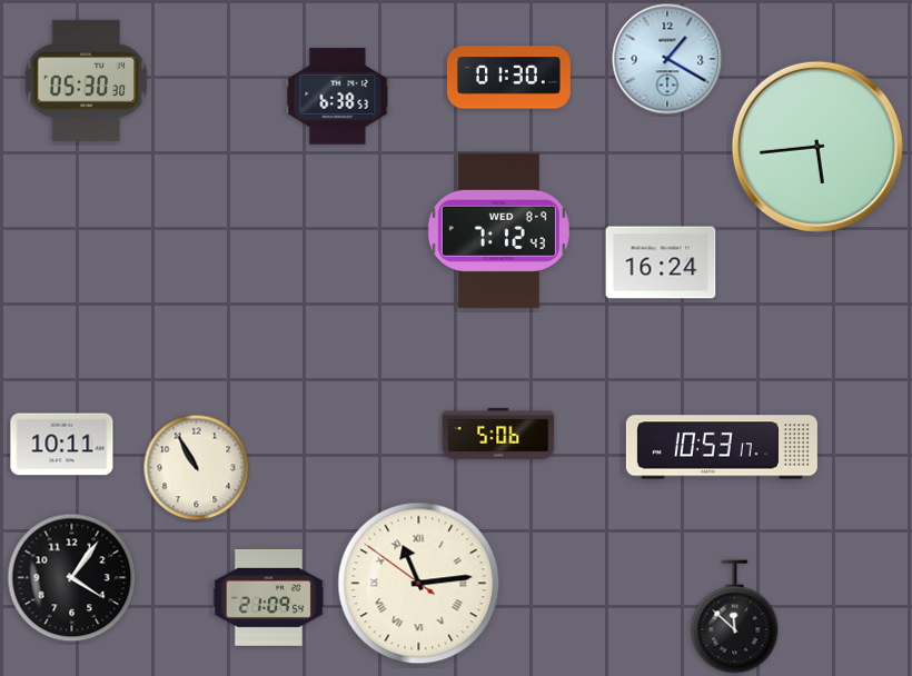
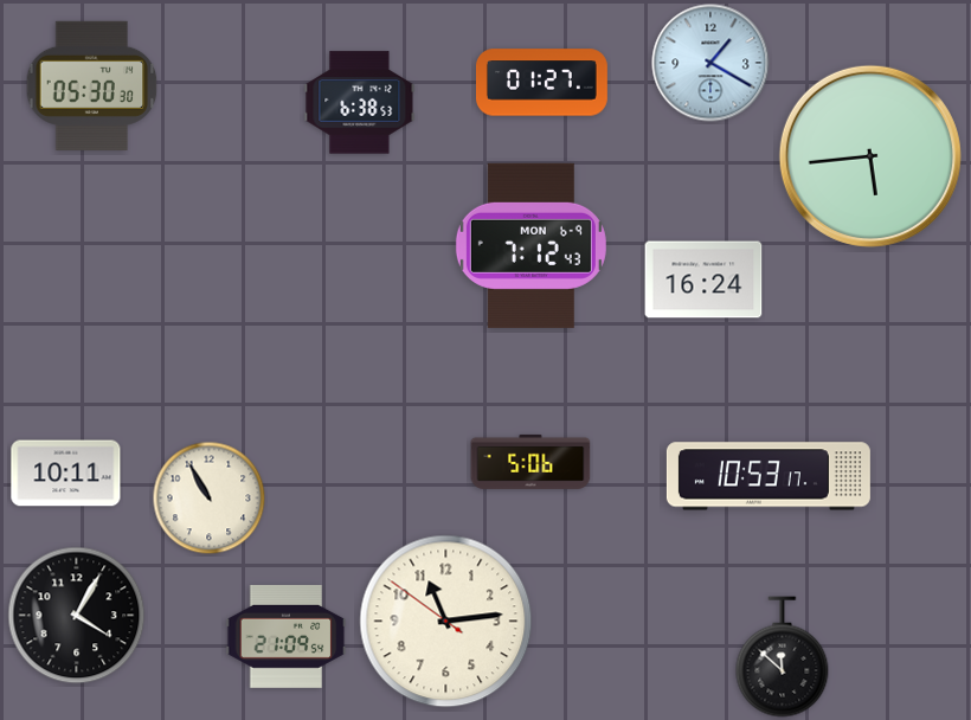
clock at (508, 78): 01:30 -> 01:27
clock at (498, 230) date: WED 8-9 -> MON 6-9
clock at (72, 578): 4:06 -> 4:05
clock at (419, 584) numerals: Roman -> Arabic
